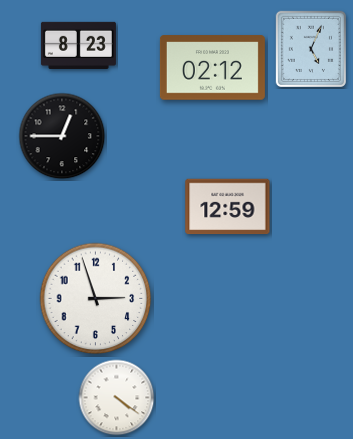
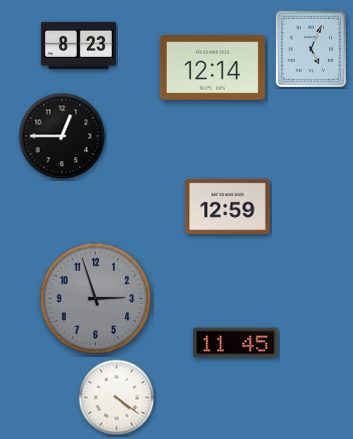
clock at (212, 68): 02:12 -> 12:14
clock at (96, 299) dial: white -> grey
clock at (236, 343): none -> 11:45
